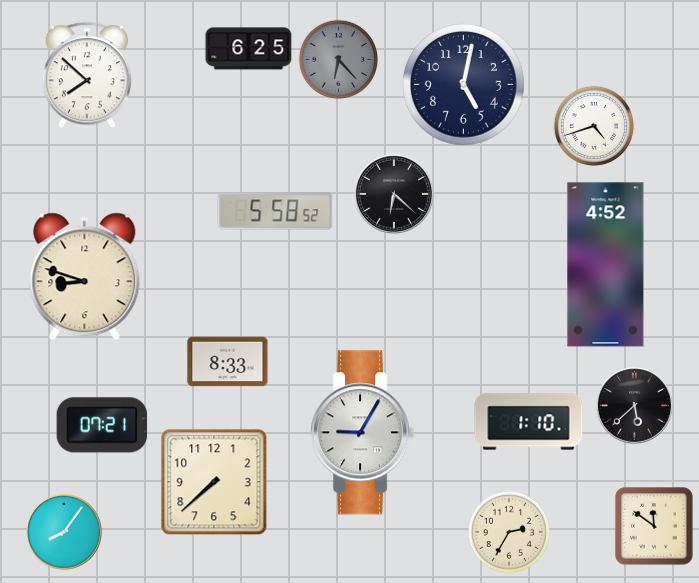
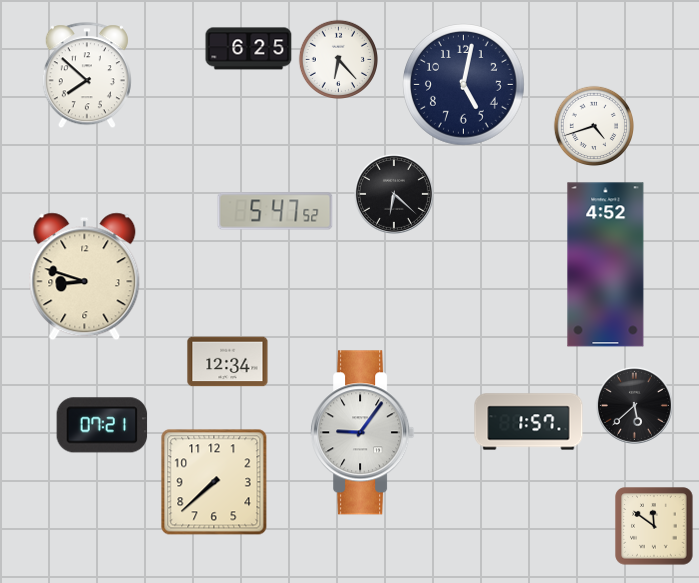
clock at (338, 59) dial: grey -> white
clock at (275, 211): 5:58 -> 5:47
clock at (228, 362): 8:33 -> 12:34
clock at (529, 422): 1:10 -> 1:57
clock at (363, 433): 9:05 -> 9:06
clock at (508, 531): 2:35 -> none
clock at (64, 532): 8:06 -> none
